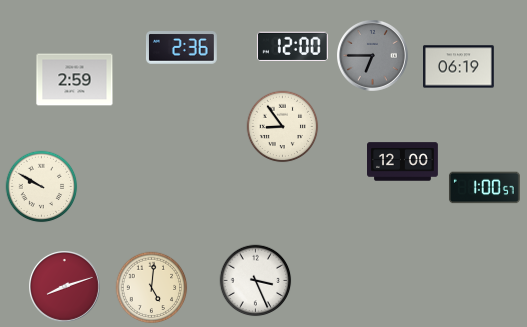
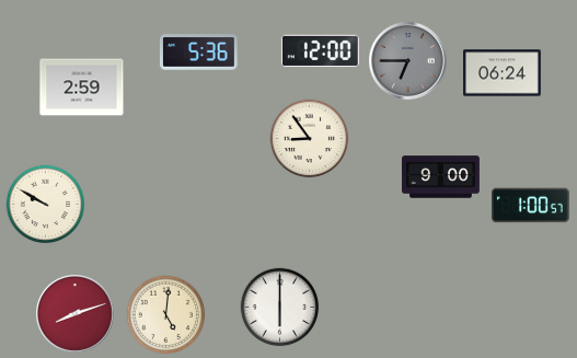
clock at (181, 48): 2:36 -> 5:36
clock at (459, 67): 06:19 -> 06:24
clock at (403, 162): 12:00 -> 9:00
clock at (256, 281): 3:26 -> 6:00
clock at (65, 287) position: (65, 287) -> (76, 314)
